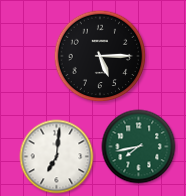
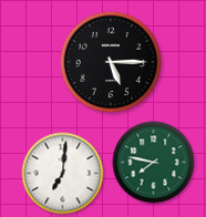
clock at (139, 147): 7:43 -> 7:47
